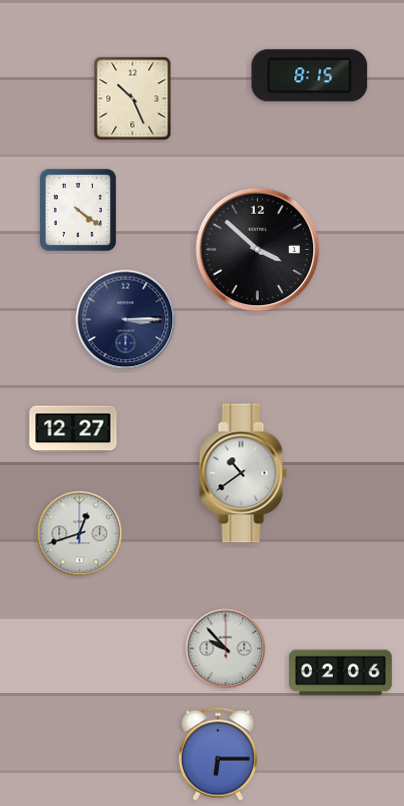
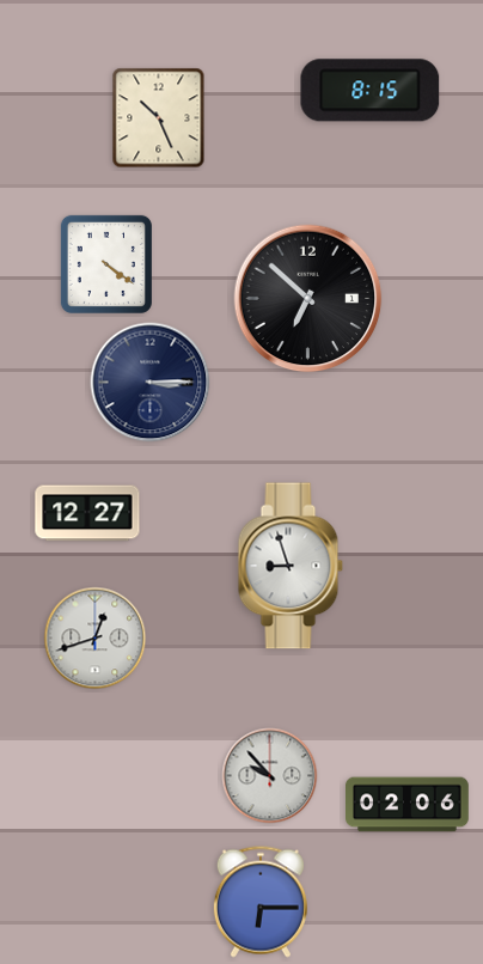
clock at (78, 210) position: (78, 210) -> (106, 264)
clock at (258, 250): 3:52 -> 6:52
clock at (243, 473): 10:39 -> 8:57
